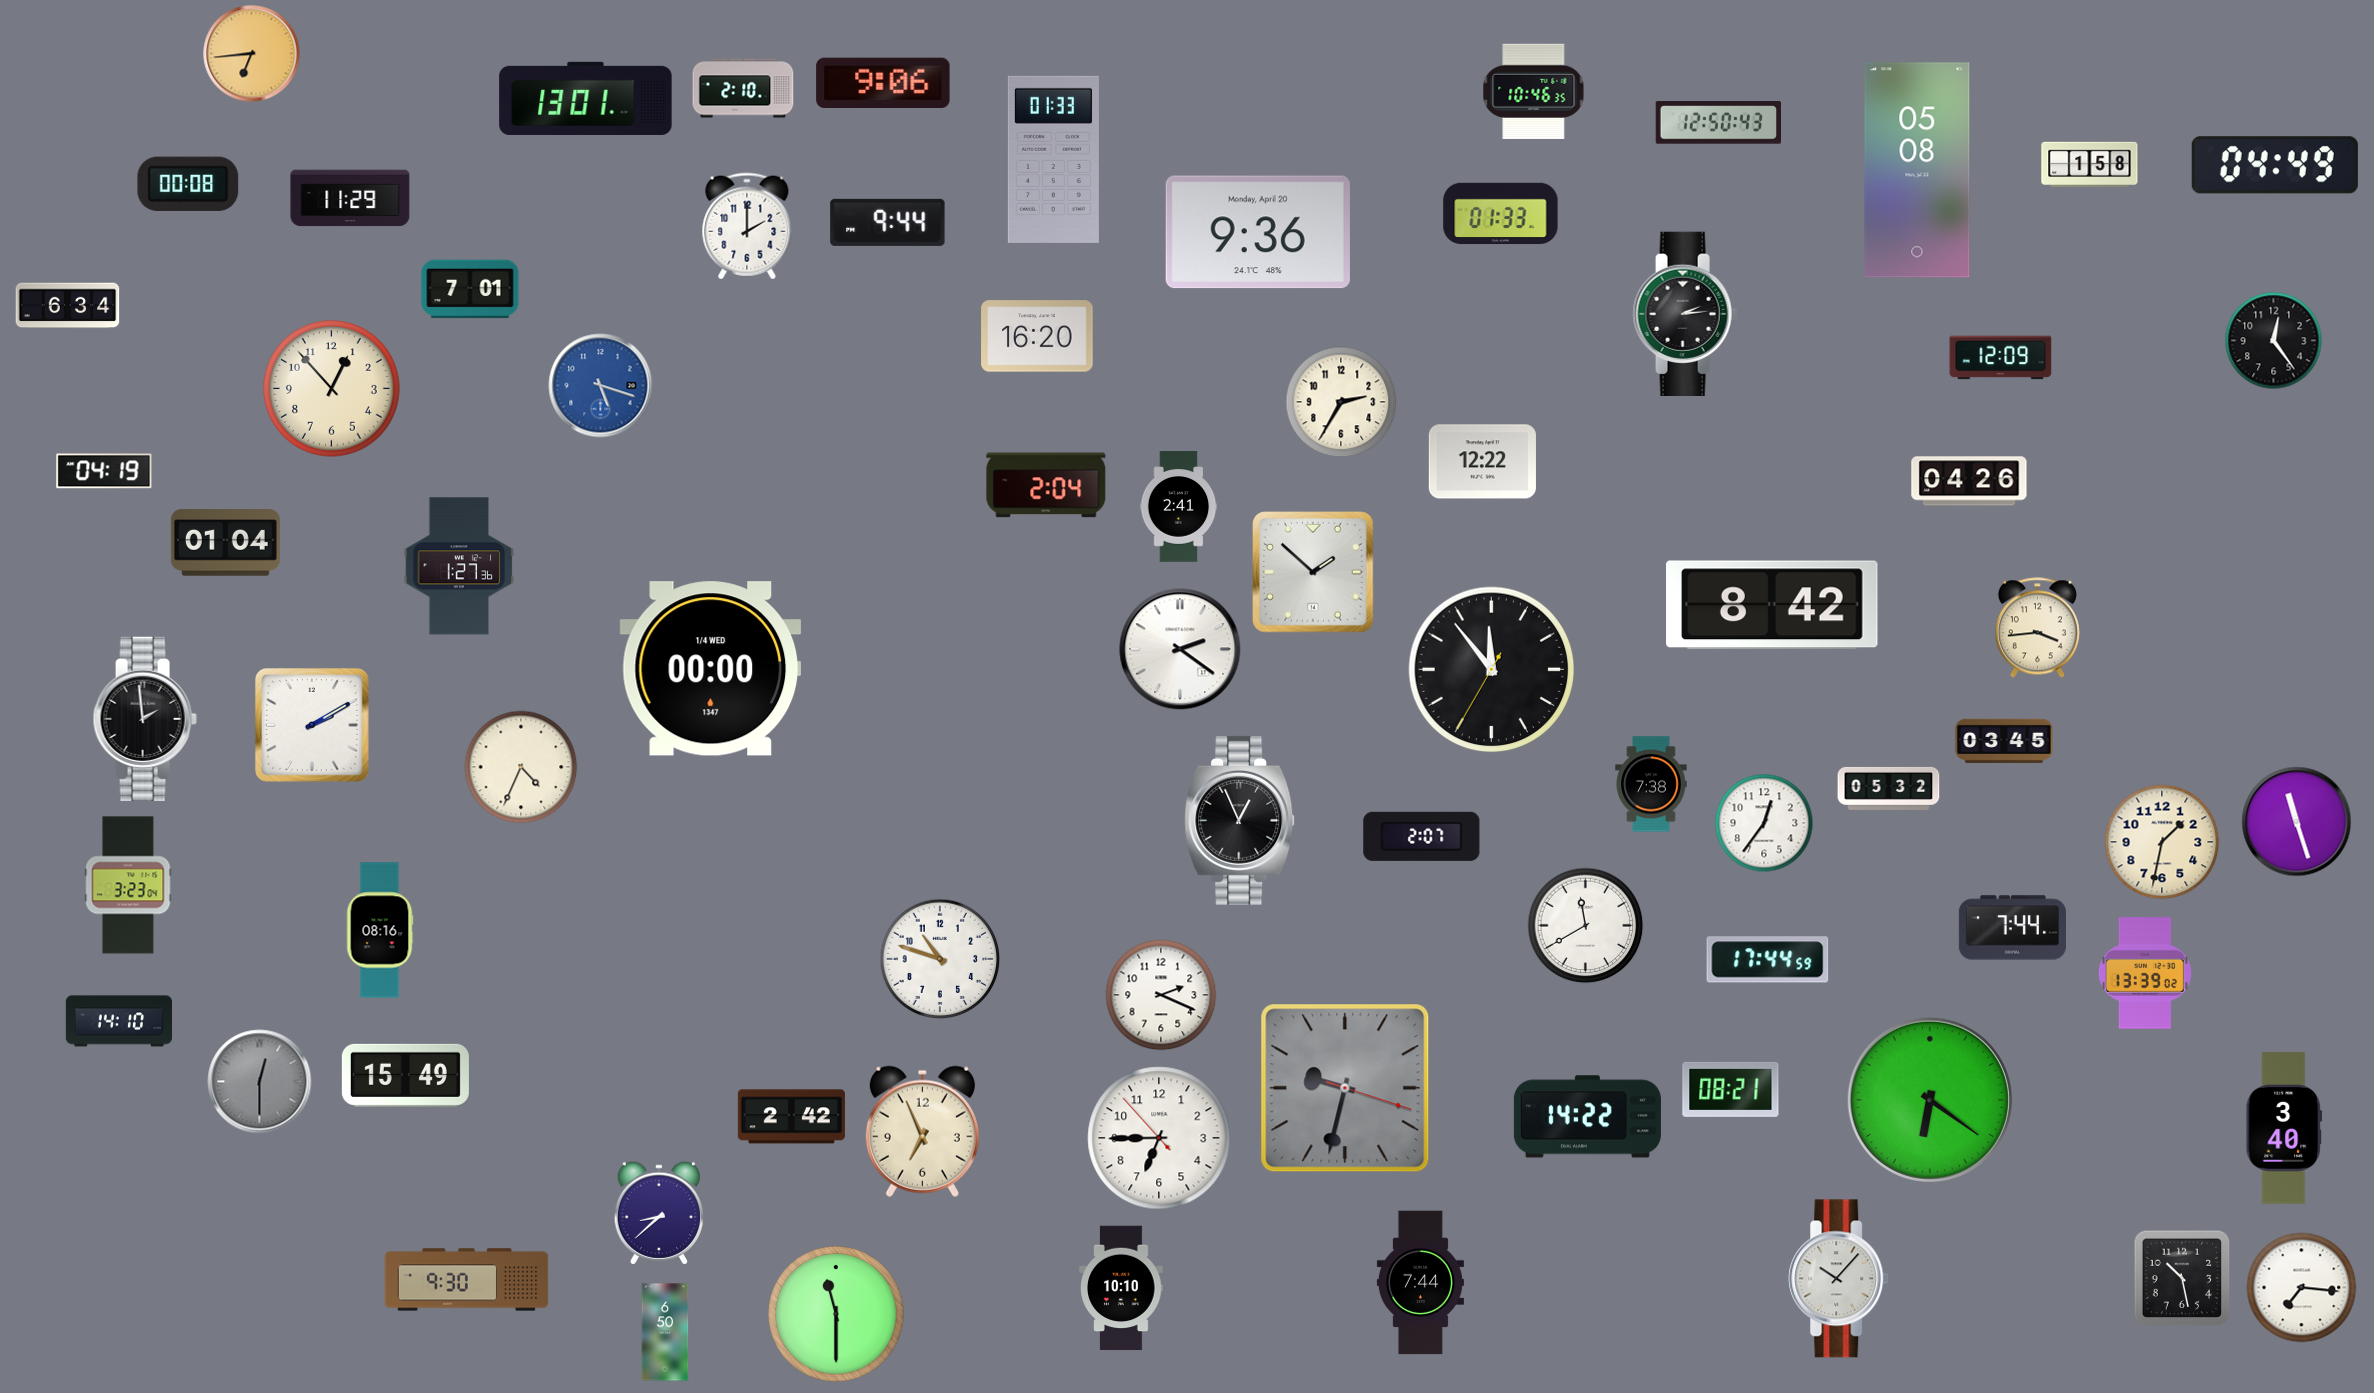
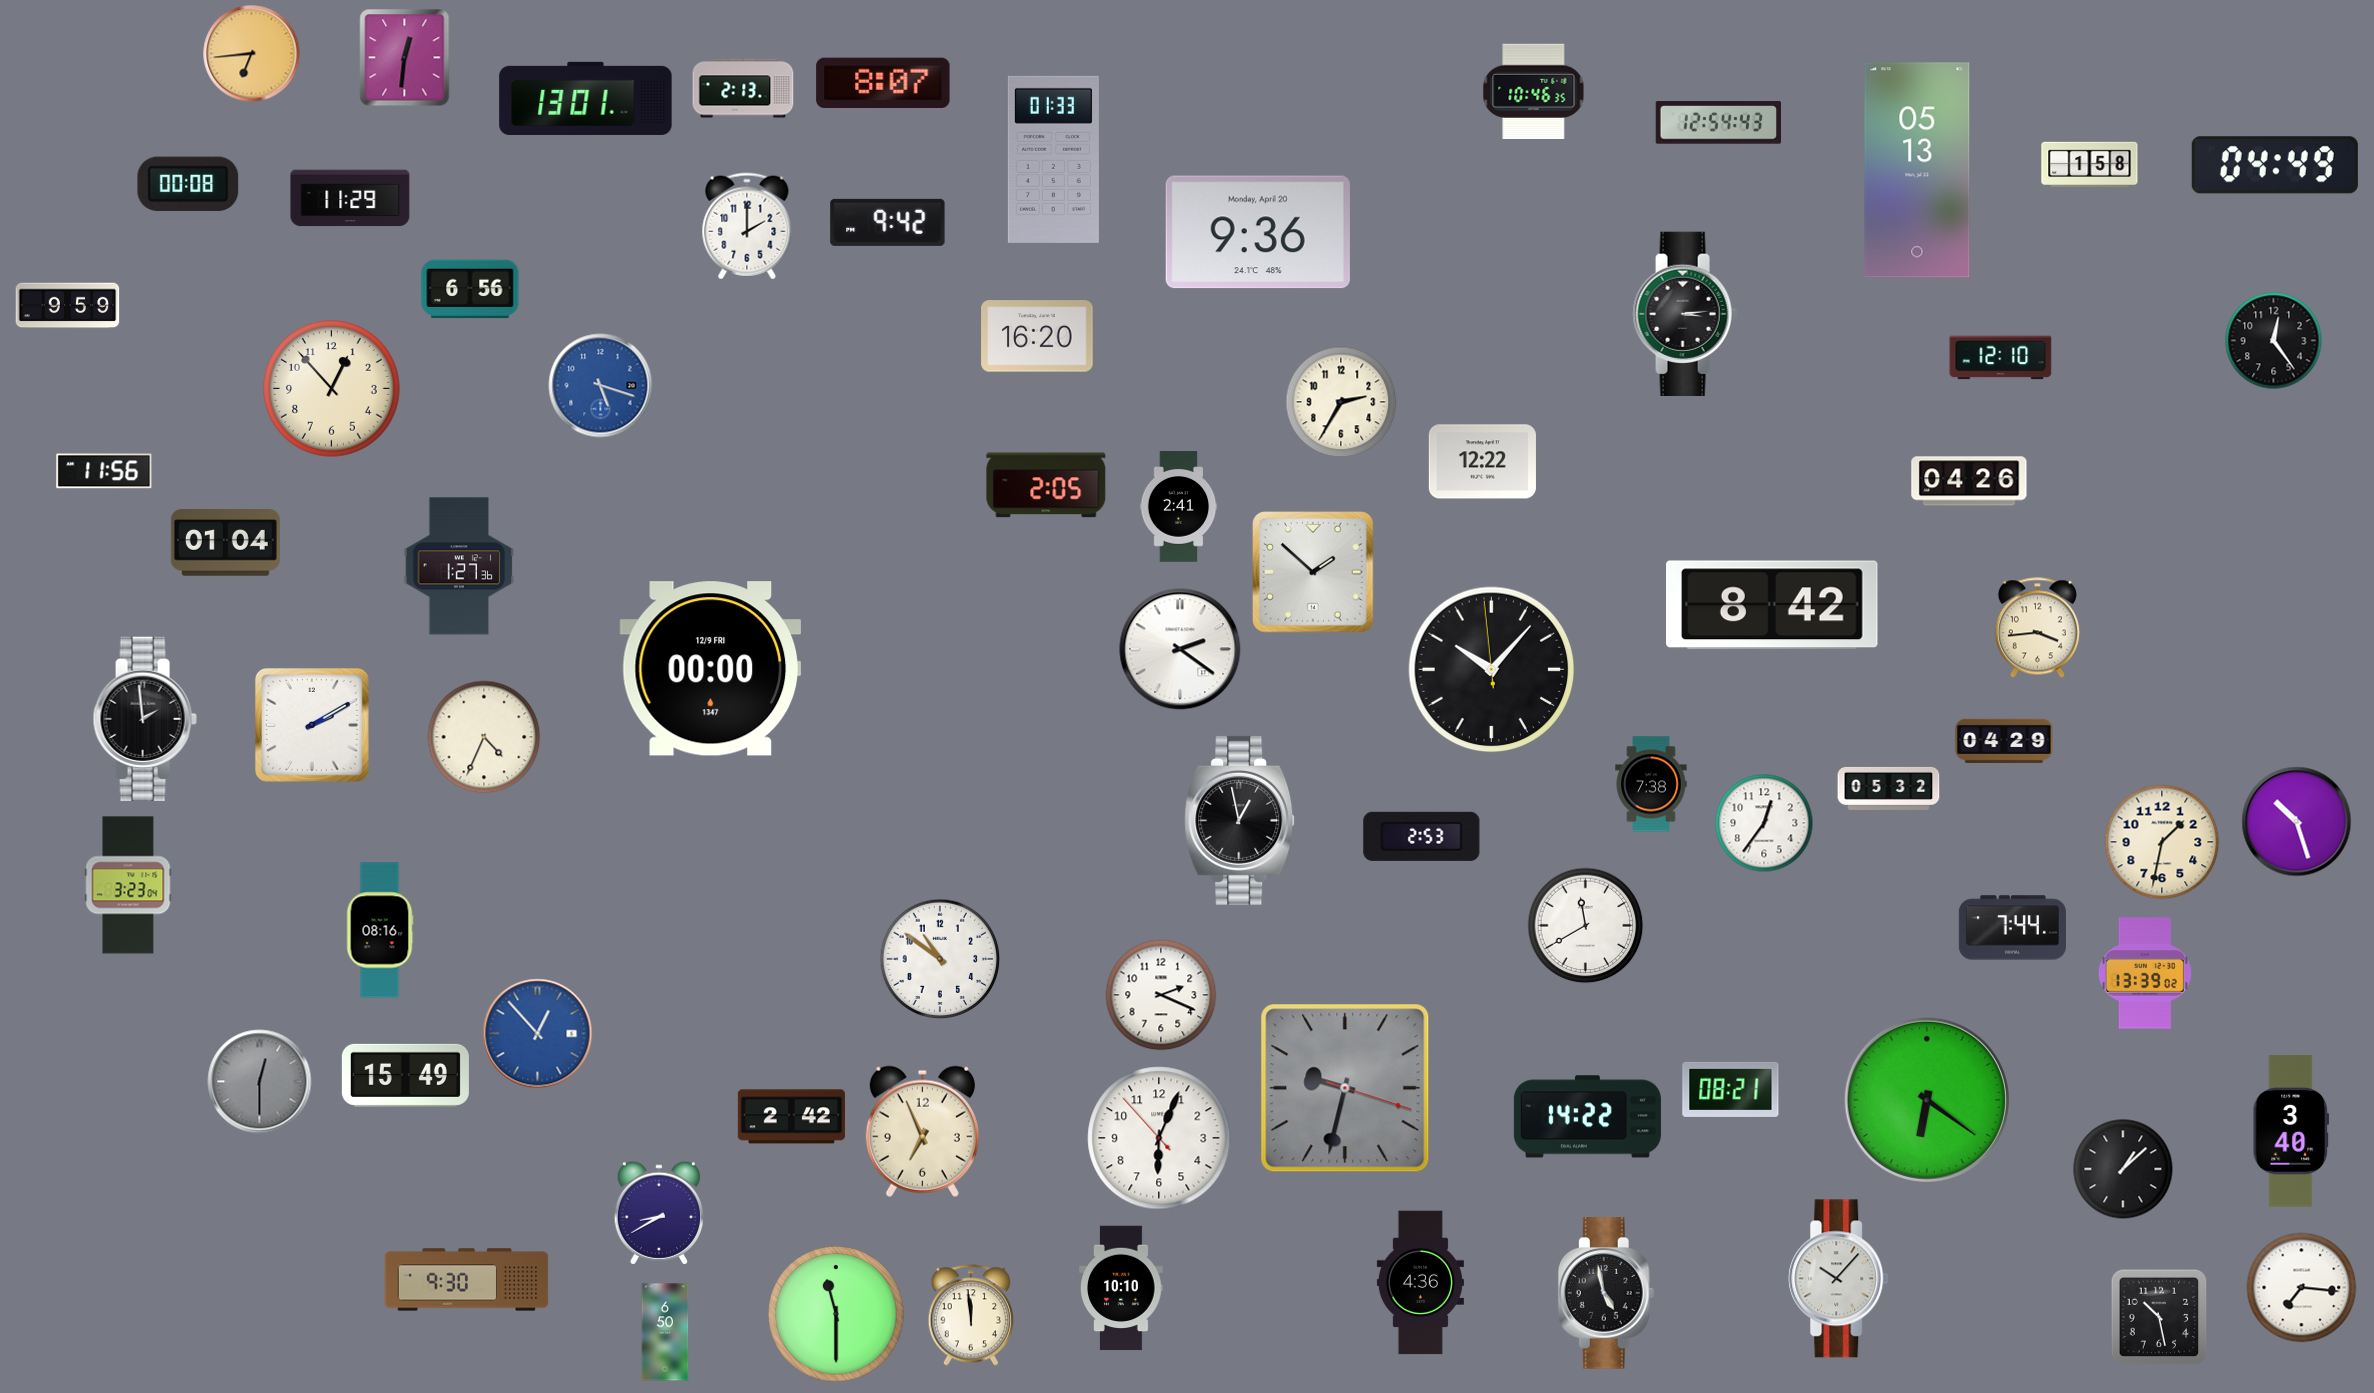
clock at (405, 58): none -> 12:31
clock at (883, 82): 9:06 -> 8:07
clock at (743, 88): 2:10 -> 2:13
clock at (1718, 123): 12:50 -> 12:54
clock at (1917, 170): 05:08 -> 05:13
clock at (1501, 214): 01:33 -> none
clock at (888, 222): 9:44 -> 9:42
clock at (470, 289): 7:01 -> 6:56
clock at (68, 306): 6:34 -> 9:59
clock at (1685, 313): 2:14 -> 3:14
clock at (2001, 358): 12:09 -> 12:10
clock at (104, 471): 04:19 -> 11:56
clock at (1046, 485): 2:04 -> 2:05
clock at (711, 669) date: 1/4 WED -> 12/9 FRI
clock at (1492, 670): 11:53 -> 10:06
clock at (2004, 741): 03:45 -> 04:29
clock at (521, 767) position: (521, 767) -> (484, 737)
clock at (1240, 820): 12:56 -> 12:58
clock at (2297, 822): 11:27 -> 10:27
clock at (1422, 836): 2:07 -> 2:53
clock at (940, 959): 10:48 -> 10:51
clock at (1768, 960): 17:44 -> none
clock at (118, 1021): 14:10 -> none
clock at (538, 1034): none -> 12:53
clock at (1930, 1100) position: (1930, 1100) -> (1927, 1100)
clock at (2284, 1128) position: (2284, 1128) -> (2291, 1131)
clock at (1159, 1138): 6:44 -> 6:03
clock at (2123, 1169): none -> 1:08
clock at (659, 1213): 8:38 -> 8:40
clock at (2182, 1278) position: (2182, 1278) -> (2159, 1317)
clock at (1420, 1283): 7:44 -> 4:36
clock at (1606, 1293): none -> 4:58
clock at (970, 1315): none -> 11:59
